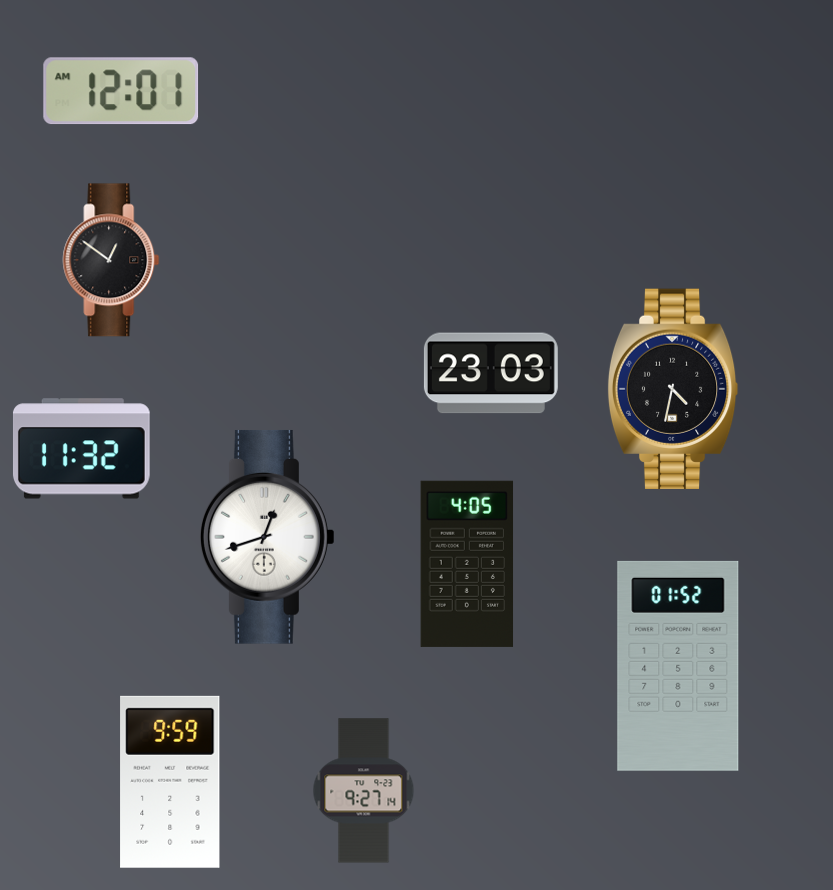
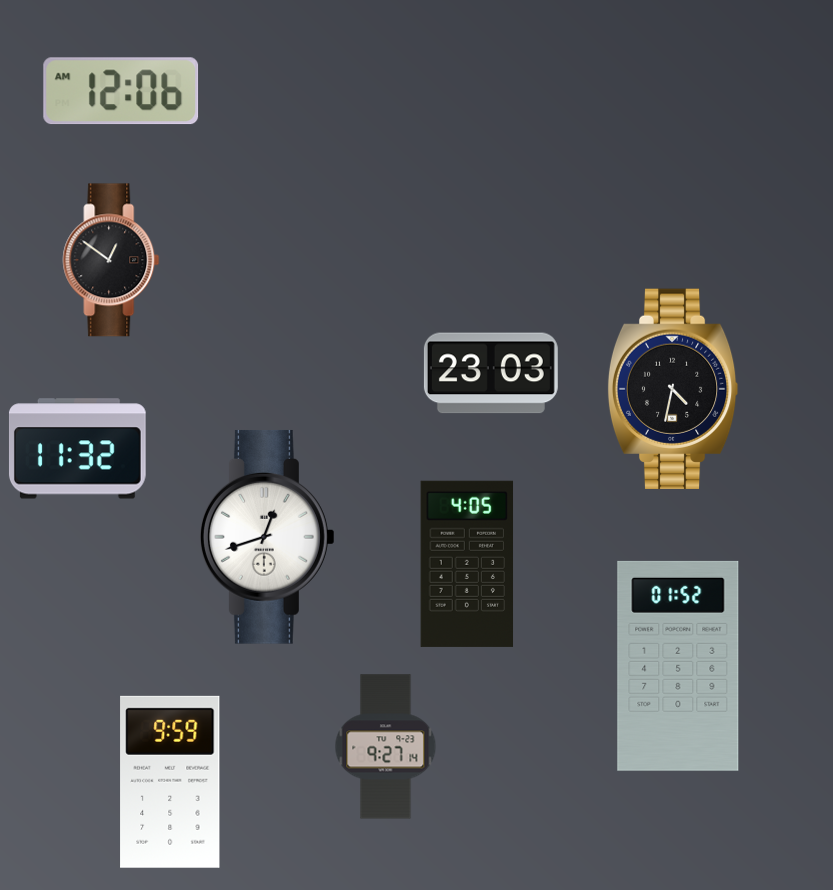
clock at (121, 91): 12:01 -> 12:06
clock at (81, 449) position: (81, 449) -> (77, 449)
clock at (364, 791) position: (364, 791) -> (386, 747)
